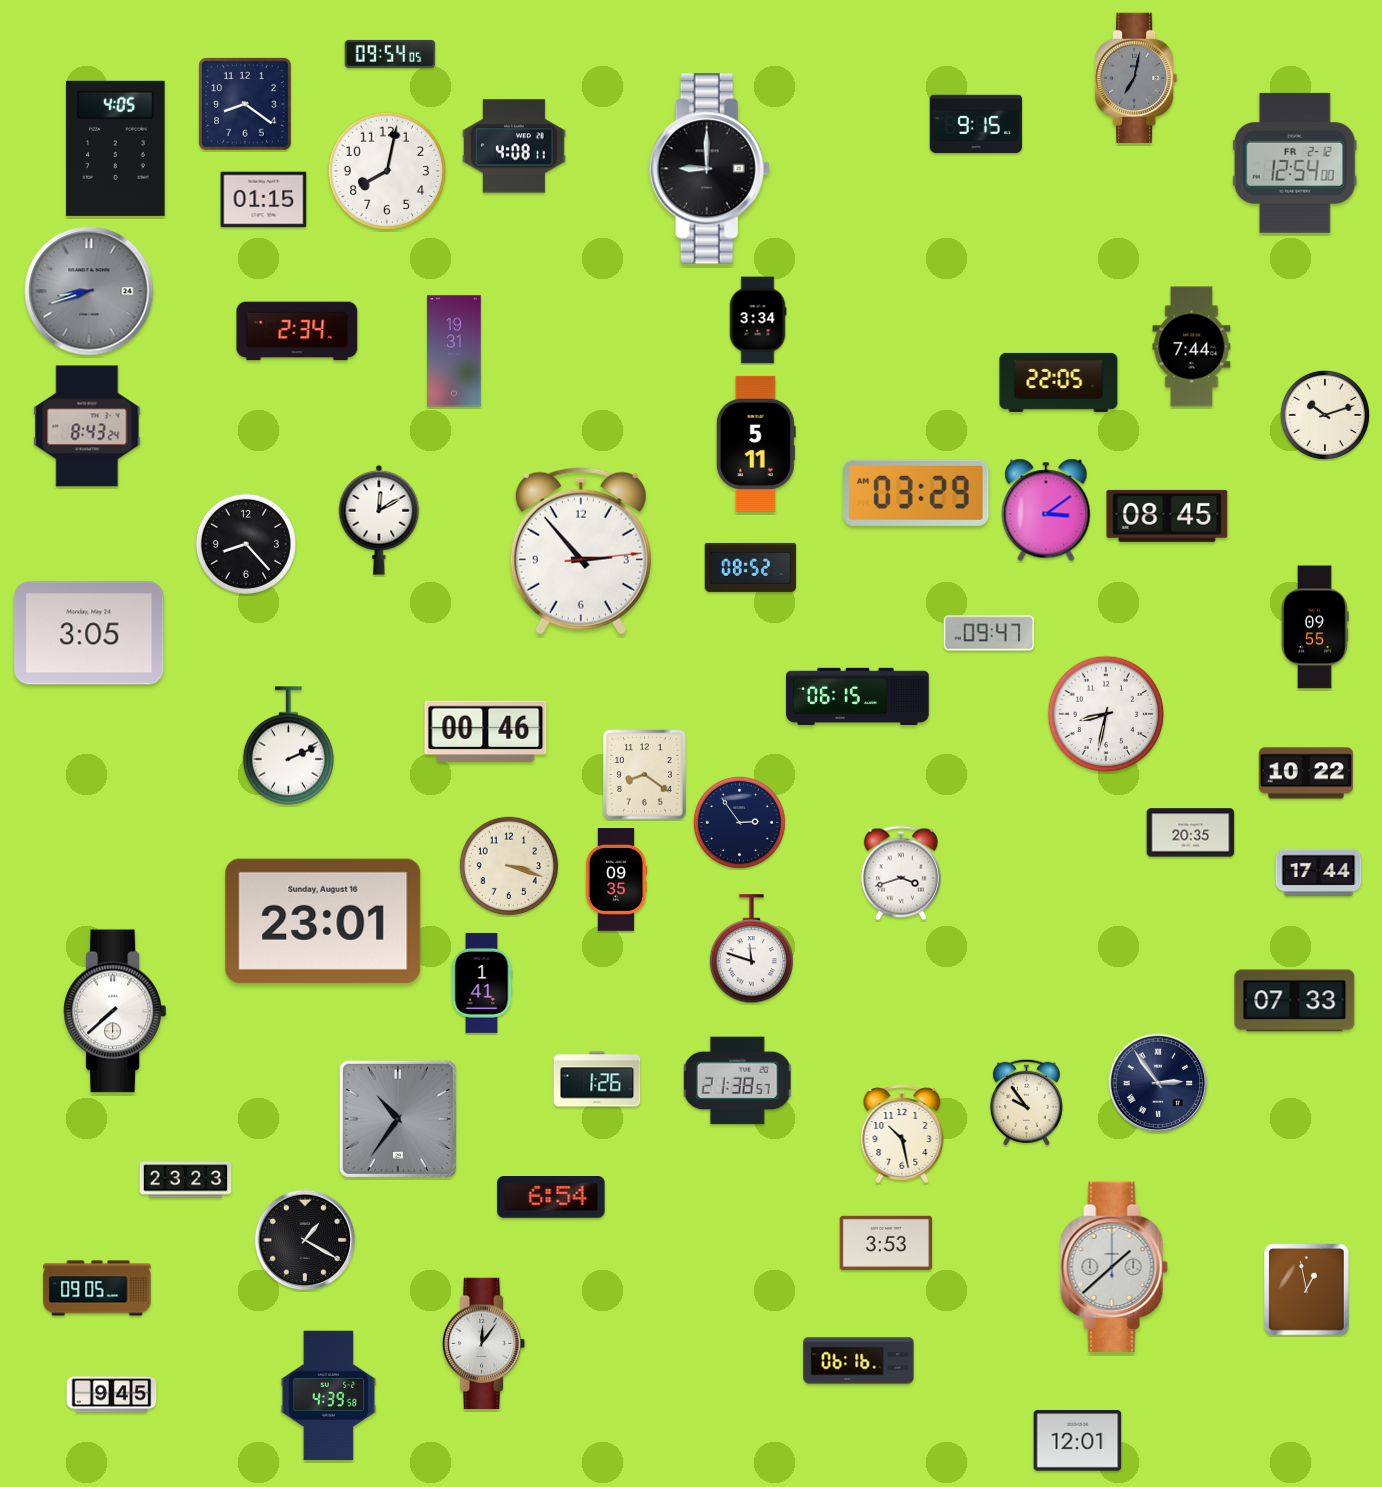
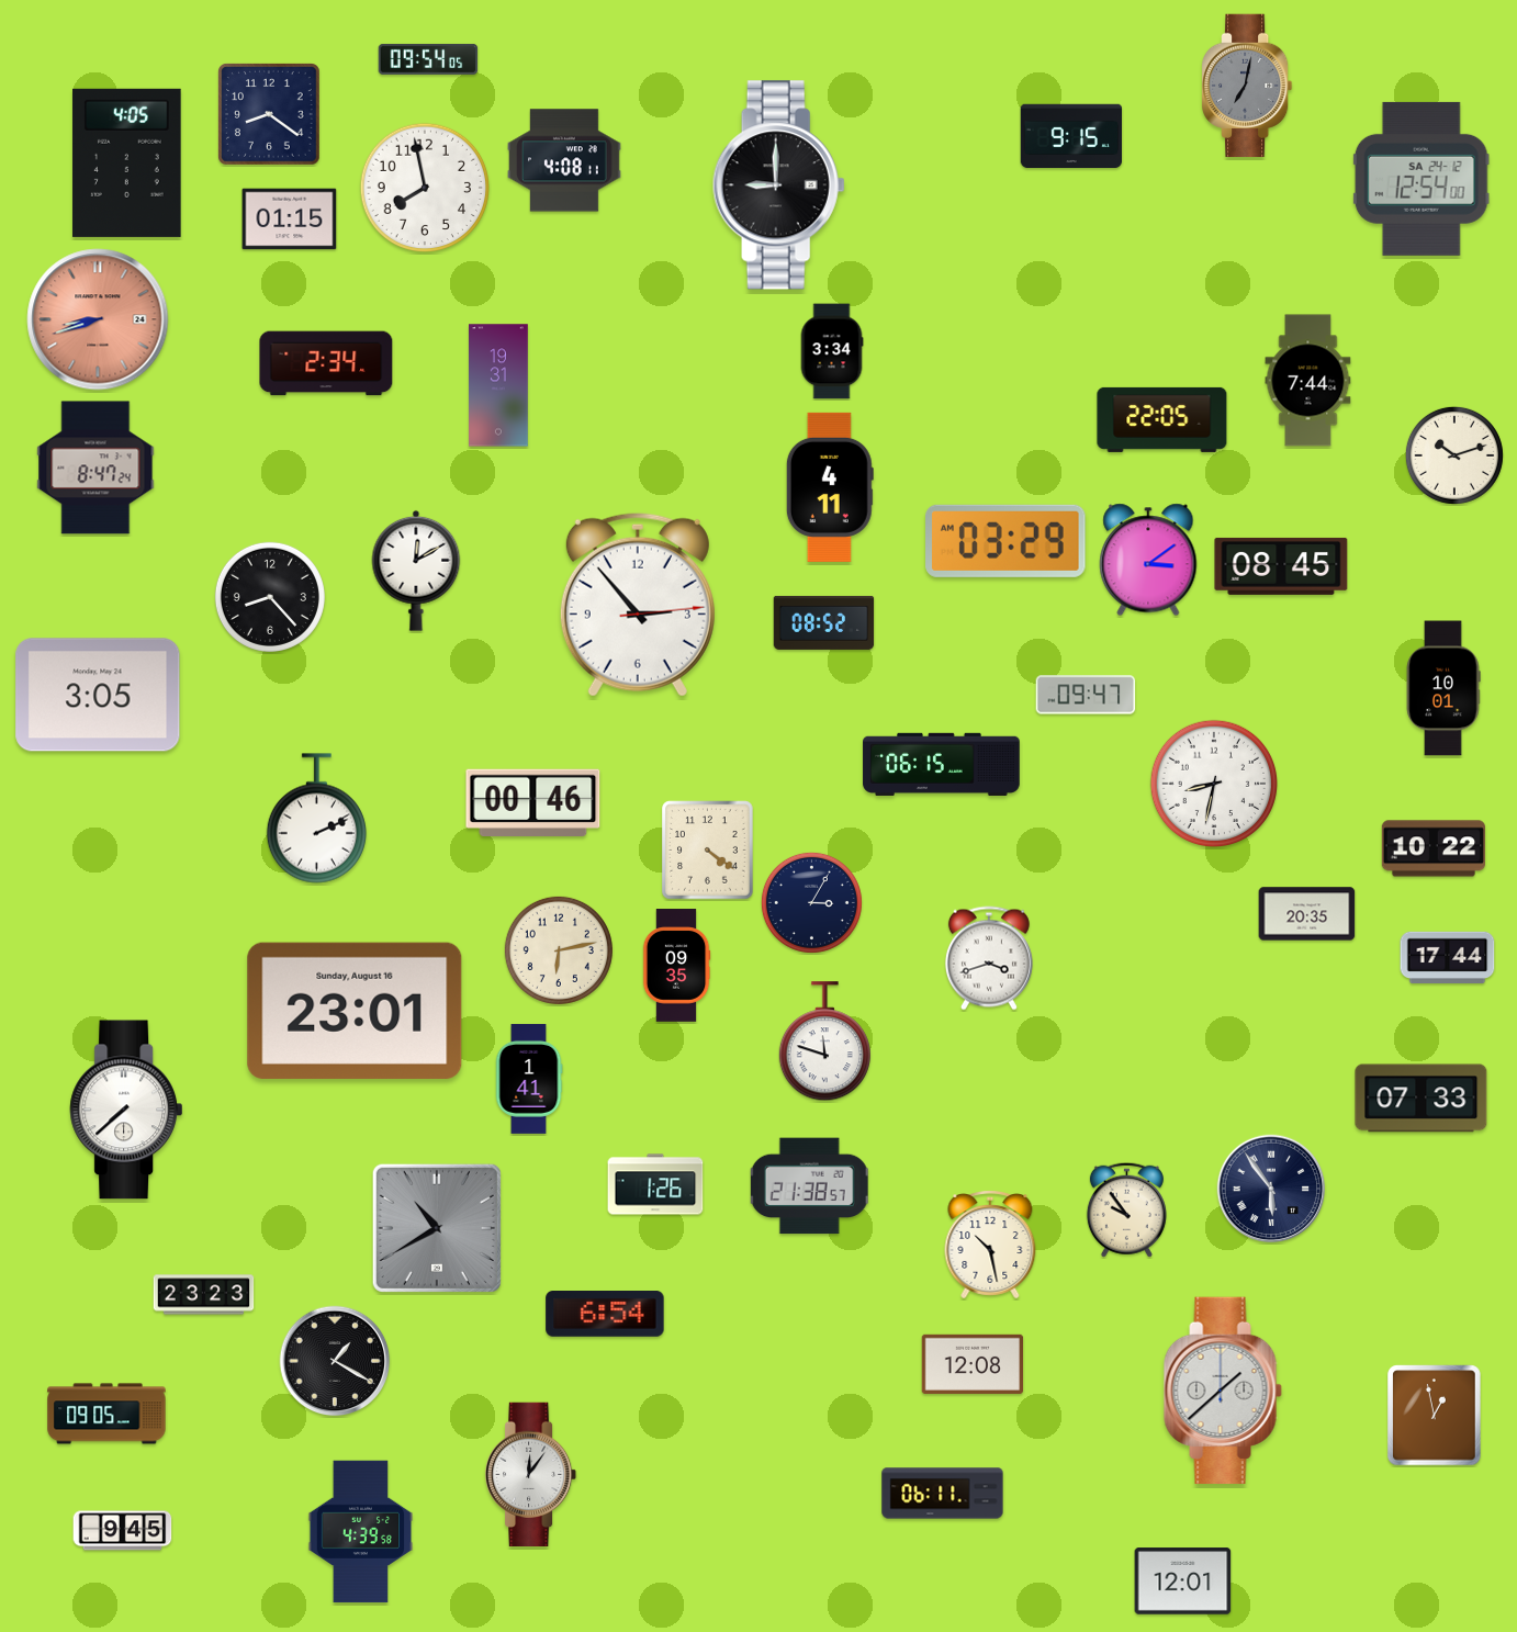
clock at (1295, 163) date: FR 2-12 -> SA 24-12
clock at (387, 171): 8:02 -> 7:58
clock at (89, 291) dial: grey -> salmon
clock at (87, 426): 8:43 -> 8:47
clock at (756, 444): 5:11 -> 4:11
clock at (1315, 627): 09:55 -> 10:01
clock at (645, 775): 8:21 -> 4:21
clock at (739, 822): 2:54 -> 3:05
clock at (509, 866): 3:18 -> 6:13
clock at (1158, 1083): 2:54 -> 5:54
clock at (398, 1119): 10:36 -> 10:40
clock at (886, 1243): 3:53 -> 12:08
clock at (859, 1361): 06:16 -> 06:11
